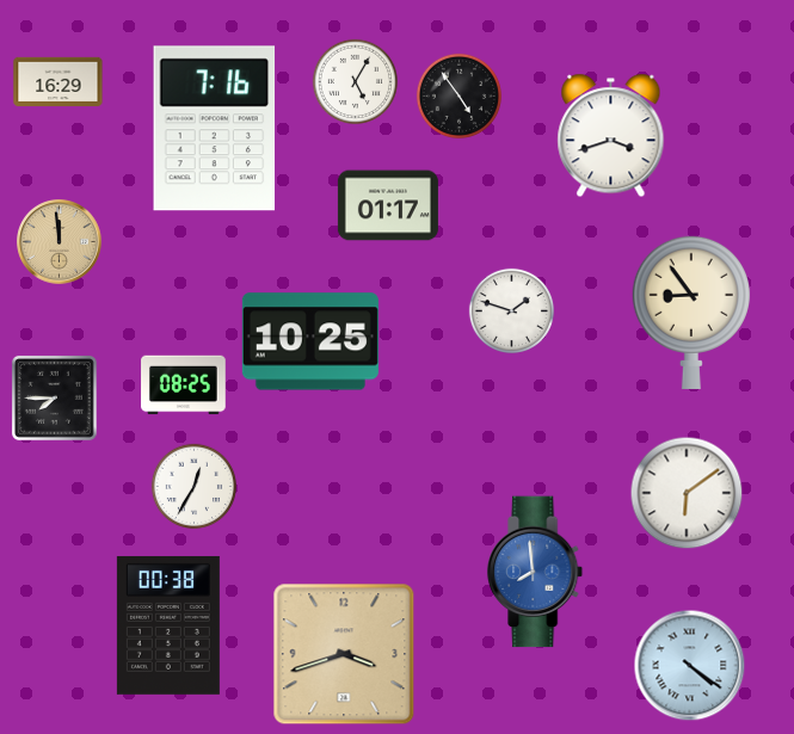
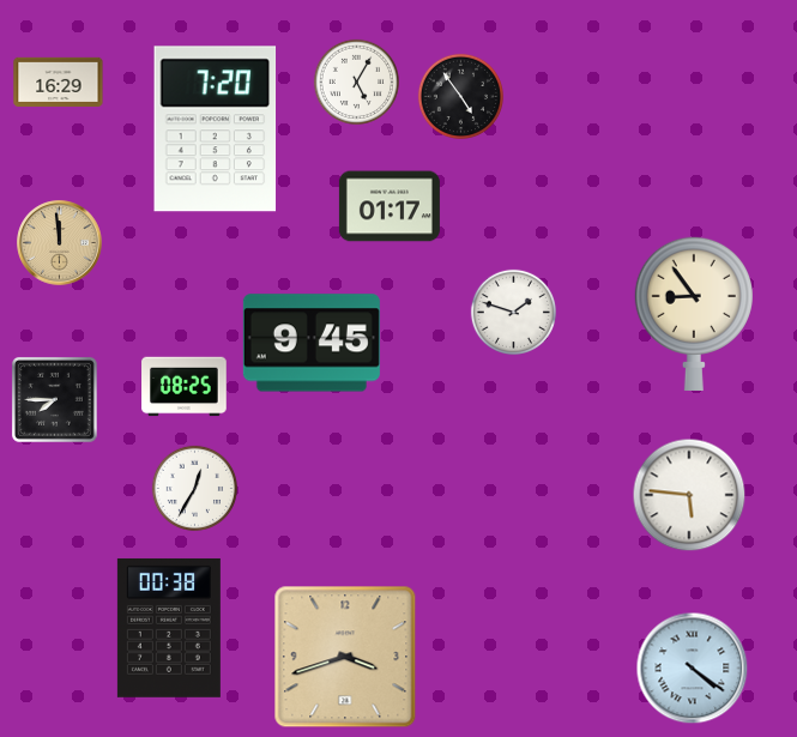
clock at (215, 129): 7:16 -> 7:20
clock at (611, 136): 3:42 -> none
clock at (310, 341): 10:25 -> 9:45
clock at (687, 493): 6:09 -> 5:46
clock at (536, 572): 7:59 -> none
